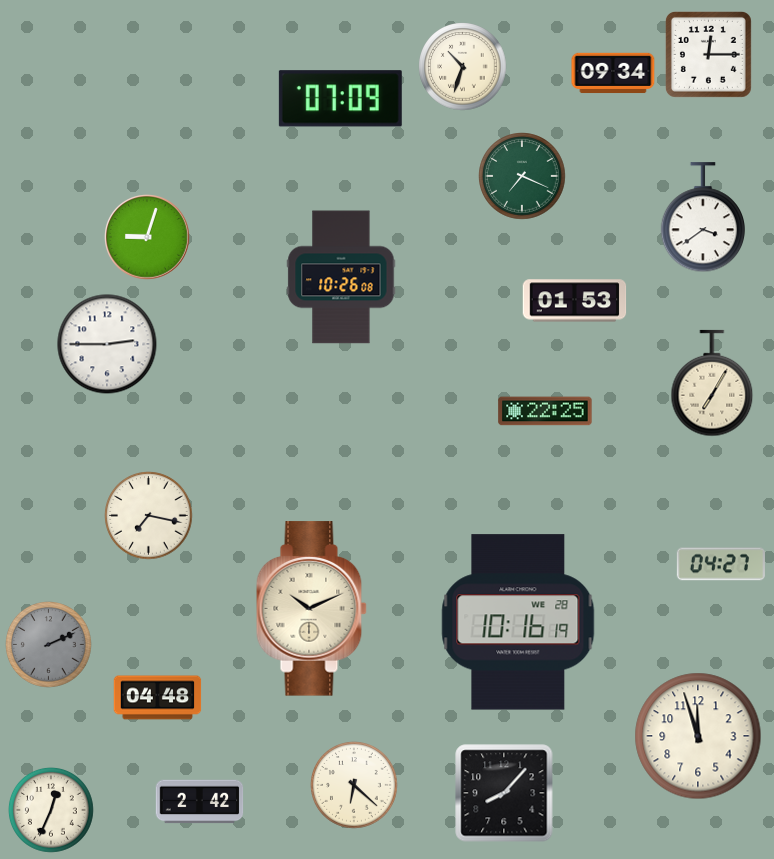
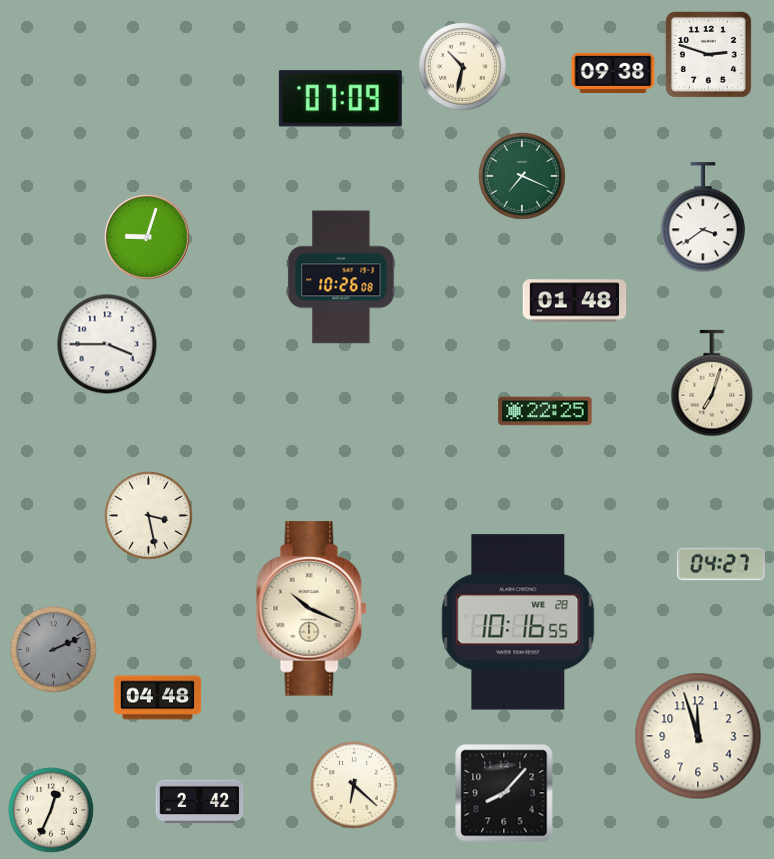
clock at (708, 54): 12:15 -> 2:48
clock at (463, 67): 10:33 -> 10:32
clock at (613, 73): 09:34 -> 09:38
clock at (575, 301): 01:53 -> 01:48
clock at (107, 344): 2:45 -> 3:45
clock at (712, 383): 7:05 -> 7:03
clock at (149, 516): 7:17 -> 3:28
clock at (311, 609): 10:11 -> 10:19
clock at (518, 622): 10:16:19 -> 10:16:55
clock at (49, 645) position: (49, 645) -> (54, 650)
